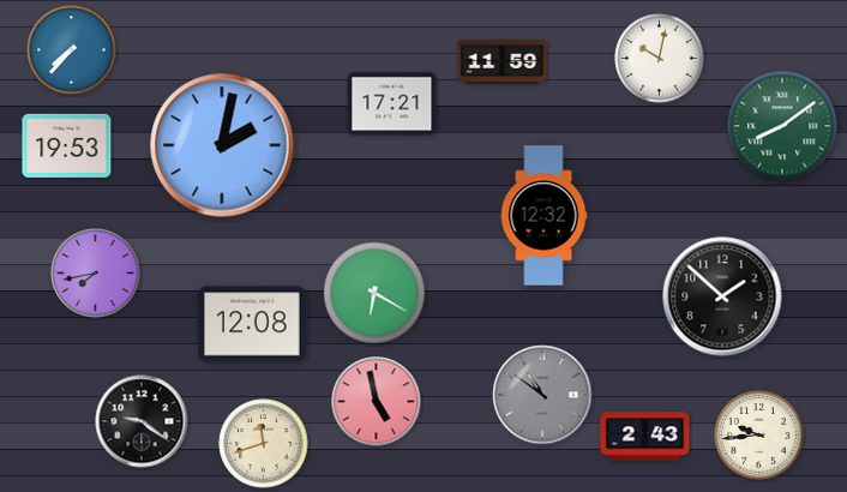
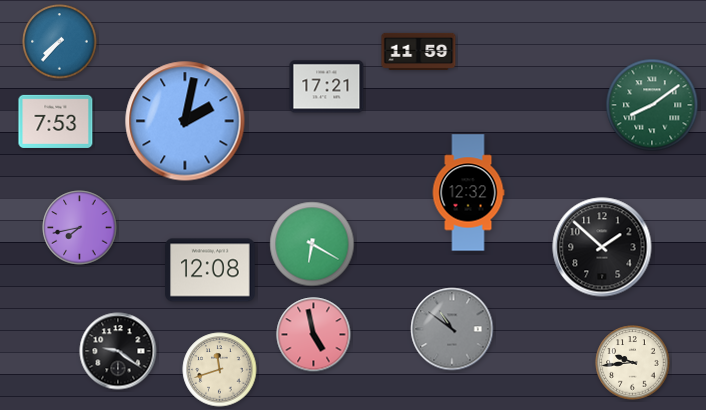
clock at (660, 59): 10:02 -> none
clock at (67, 145): 19:53 -> 7:53
clock at (543, 216) position: (543, 216) -> (468, 193)
clock at (645, 437): 2:43 -> none
